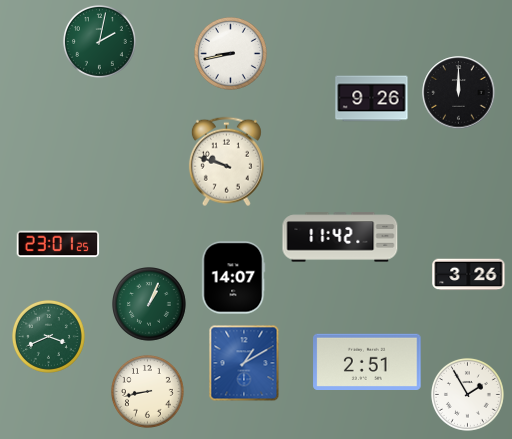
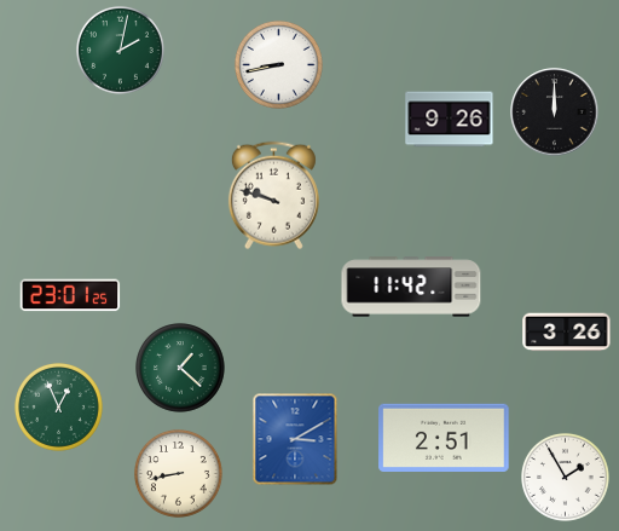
clock at (234, 278): 14:07 -> none
clock at (150, 305): 1:04 -> 1:22
clock at (48, 336): 3:41 -> 12:56
clock at (244, 363): 1:10 -> 3:10
